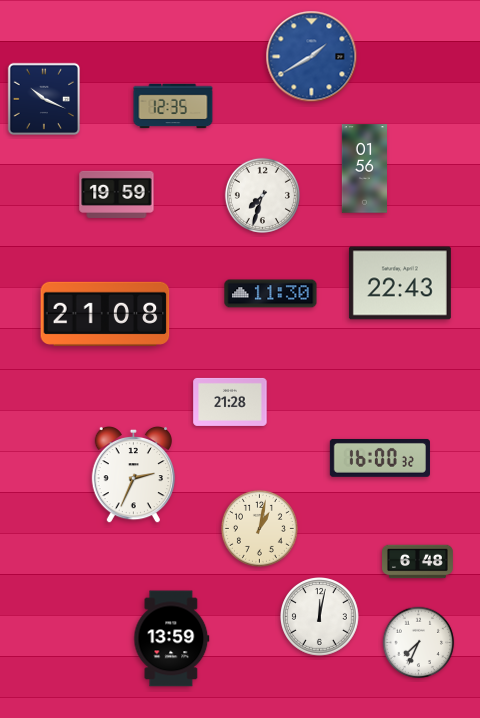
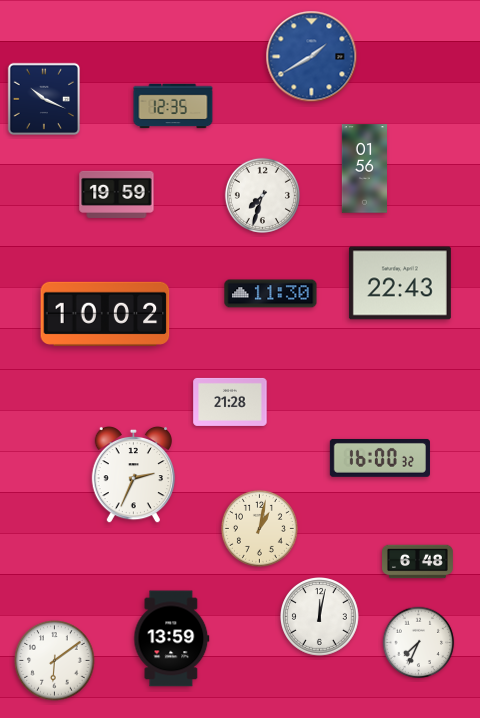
clock at (105, 314): 21:08 -> 10:02
clock at (55, 661): none -> 6:09
